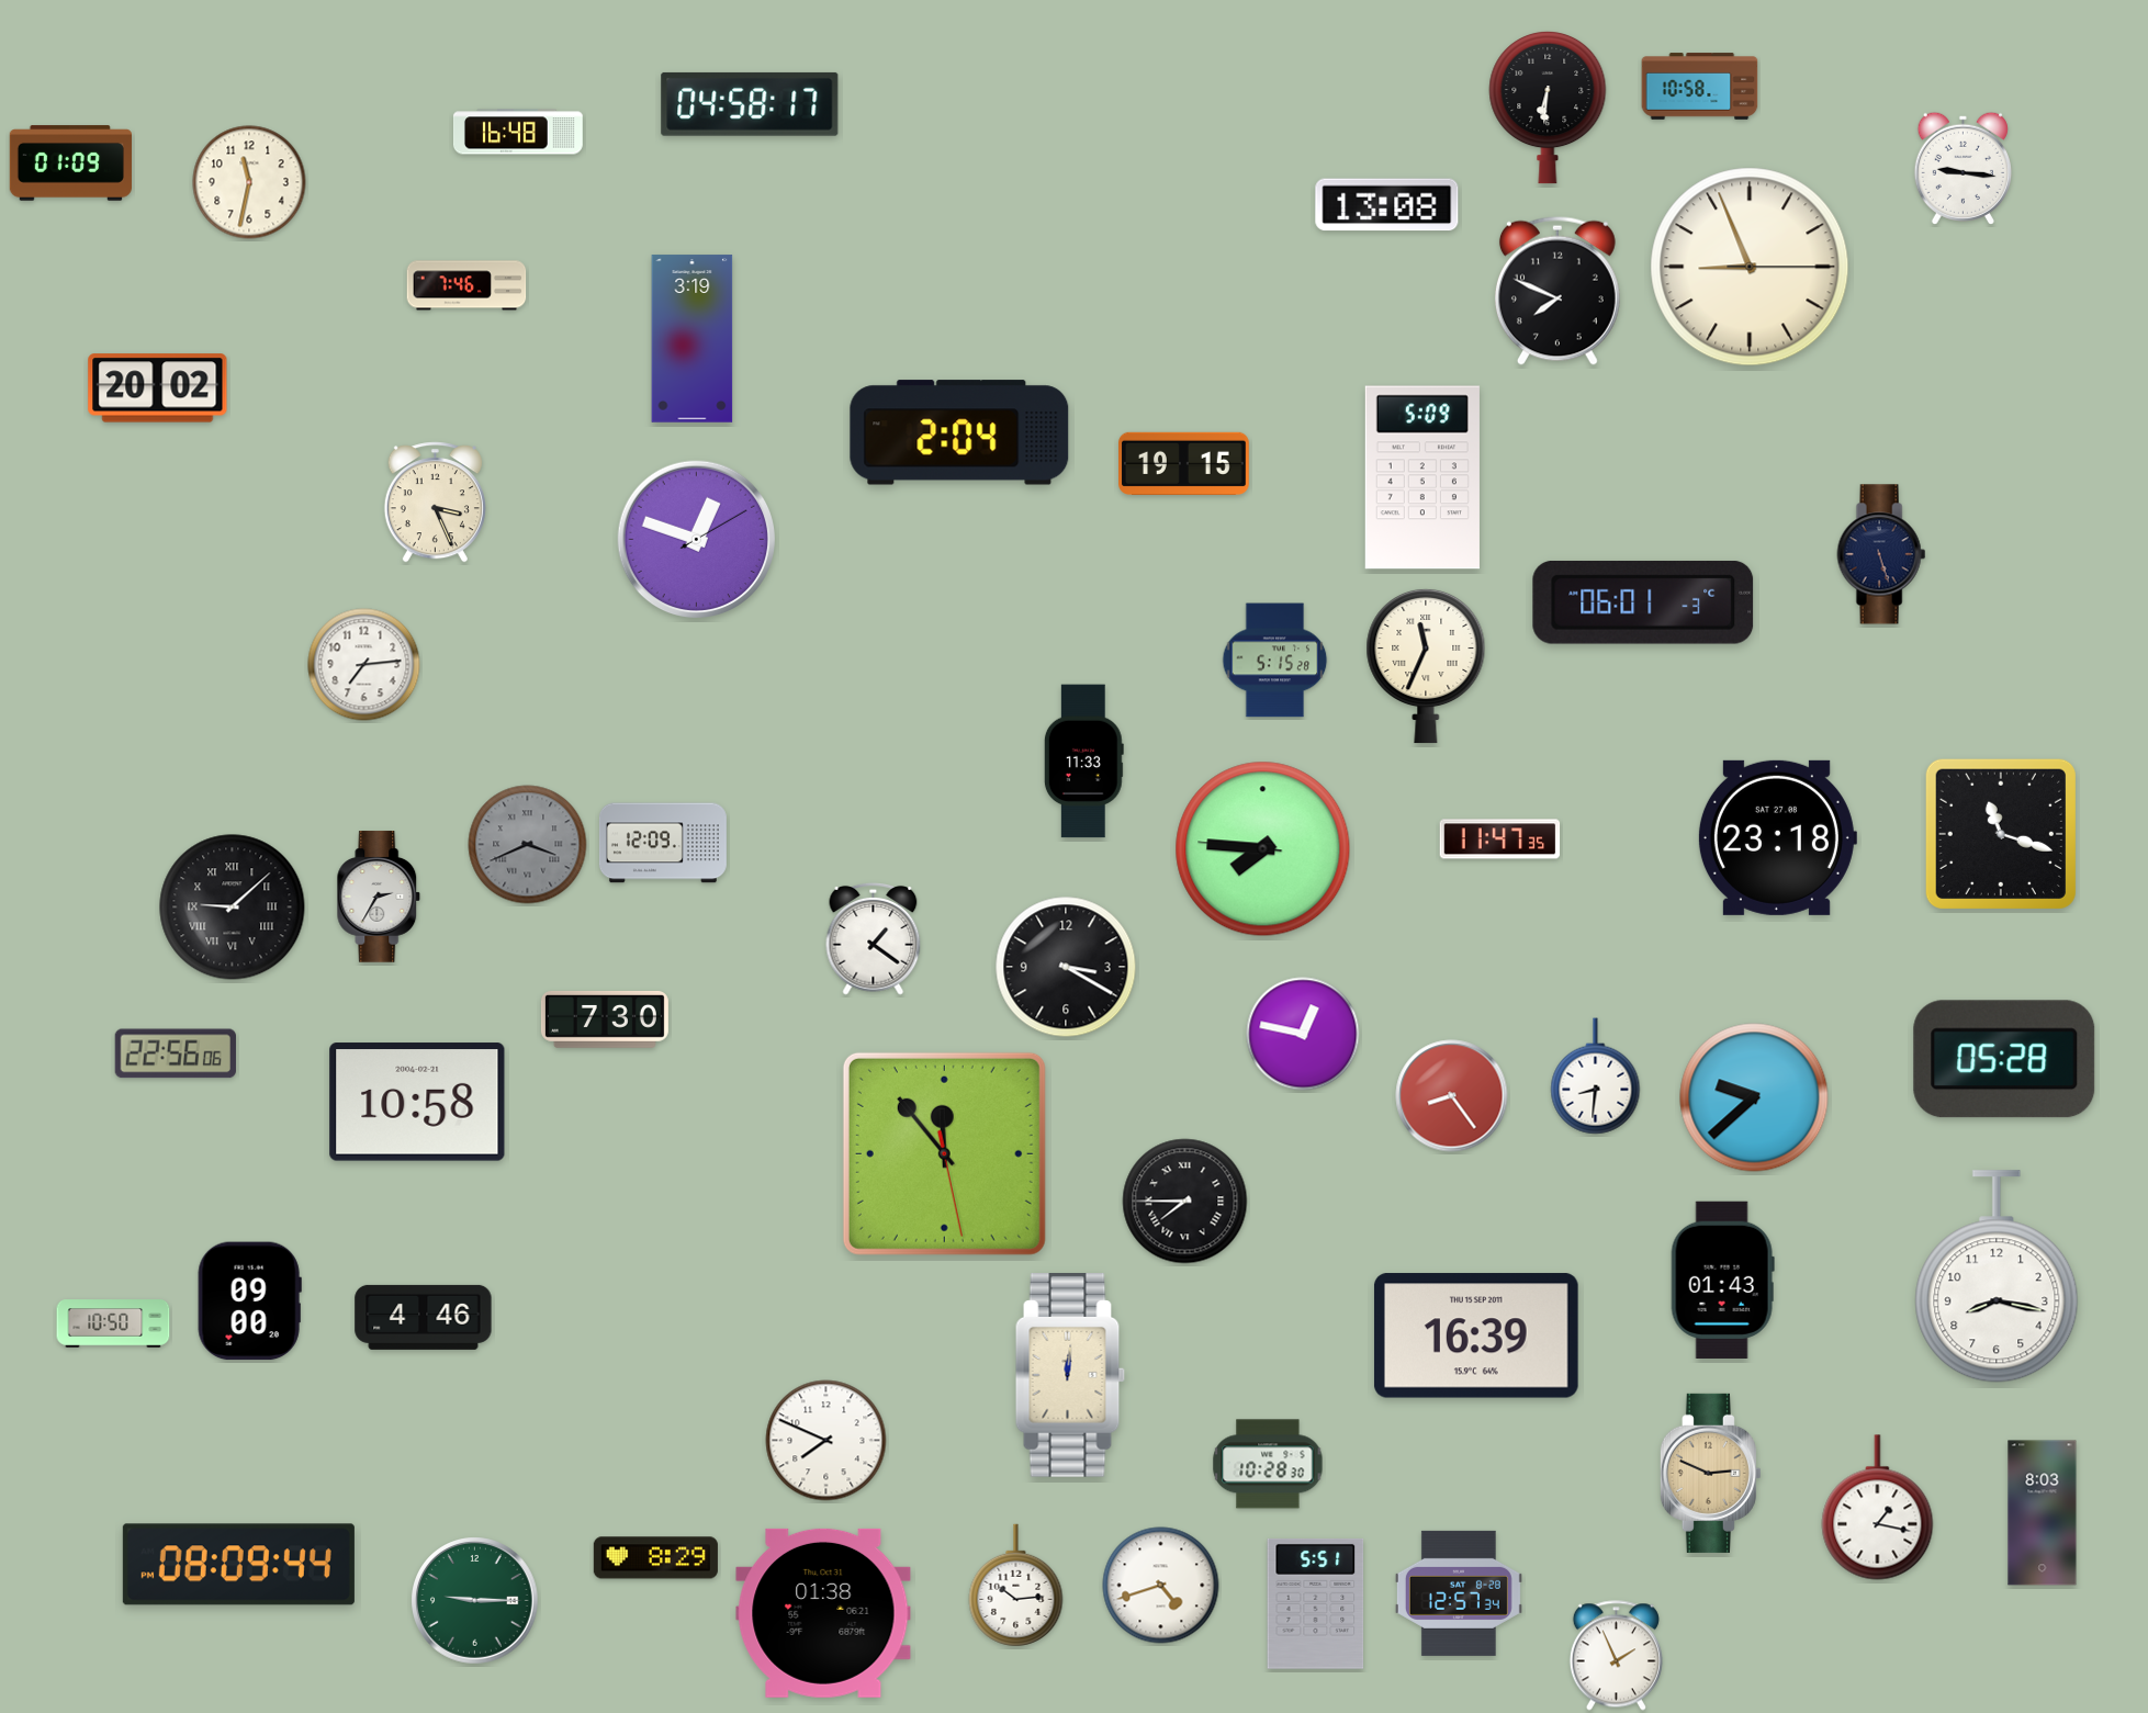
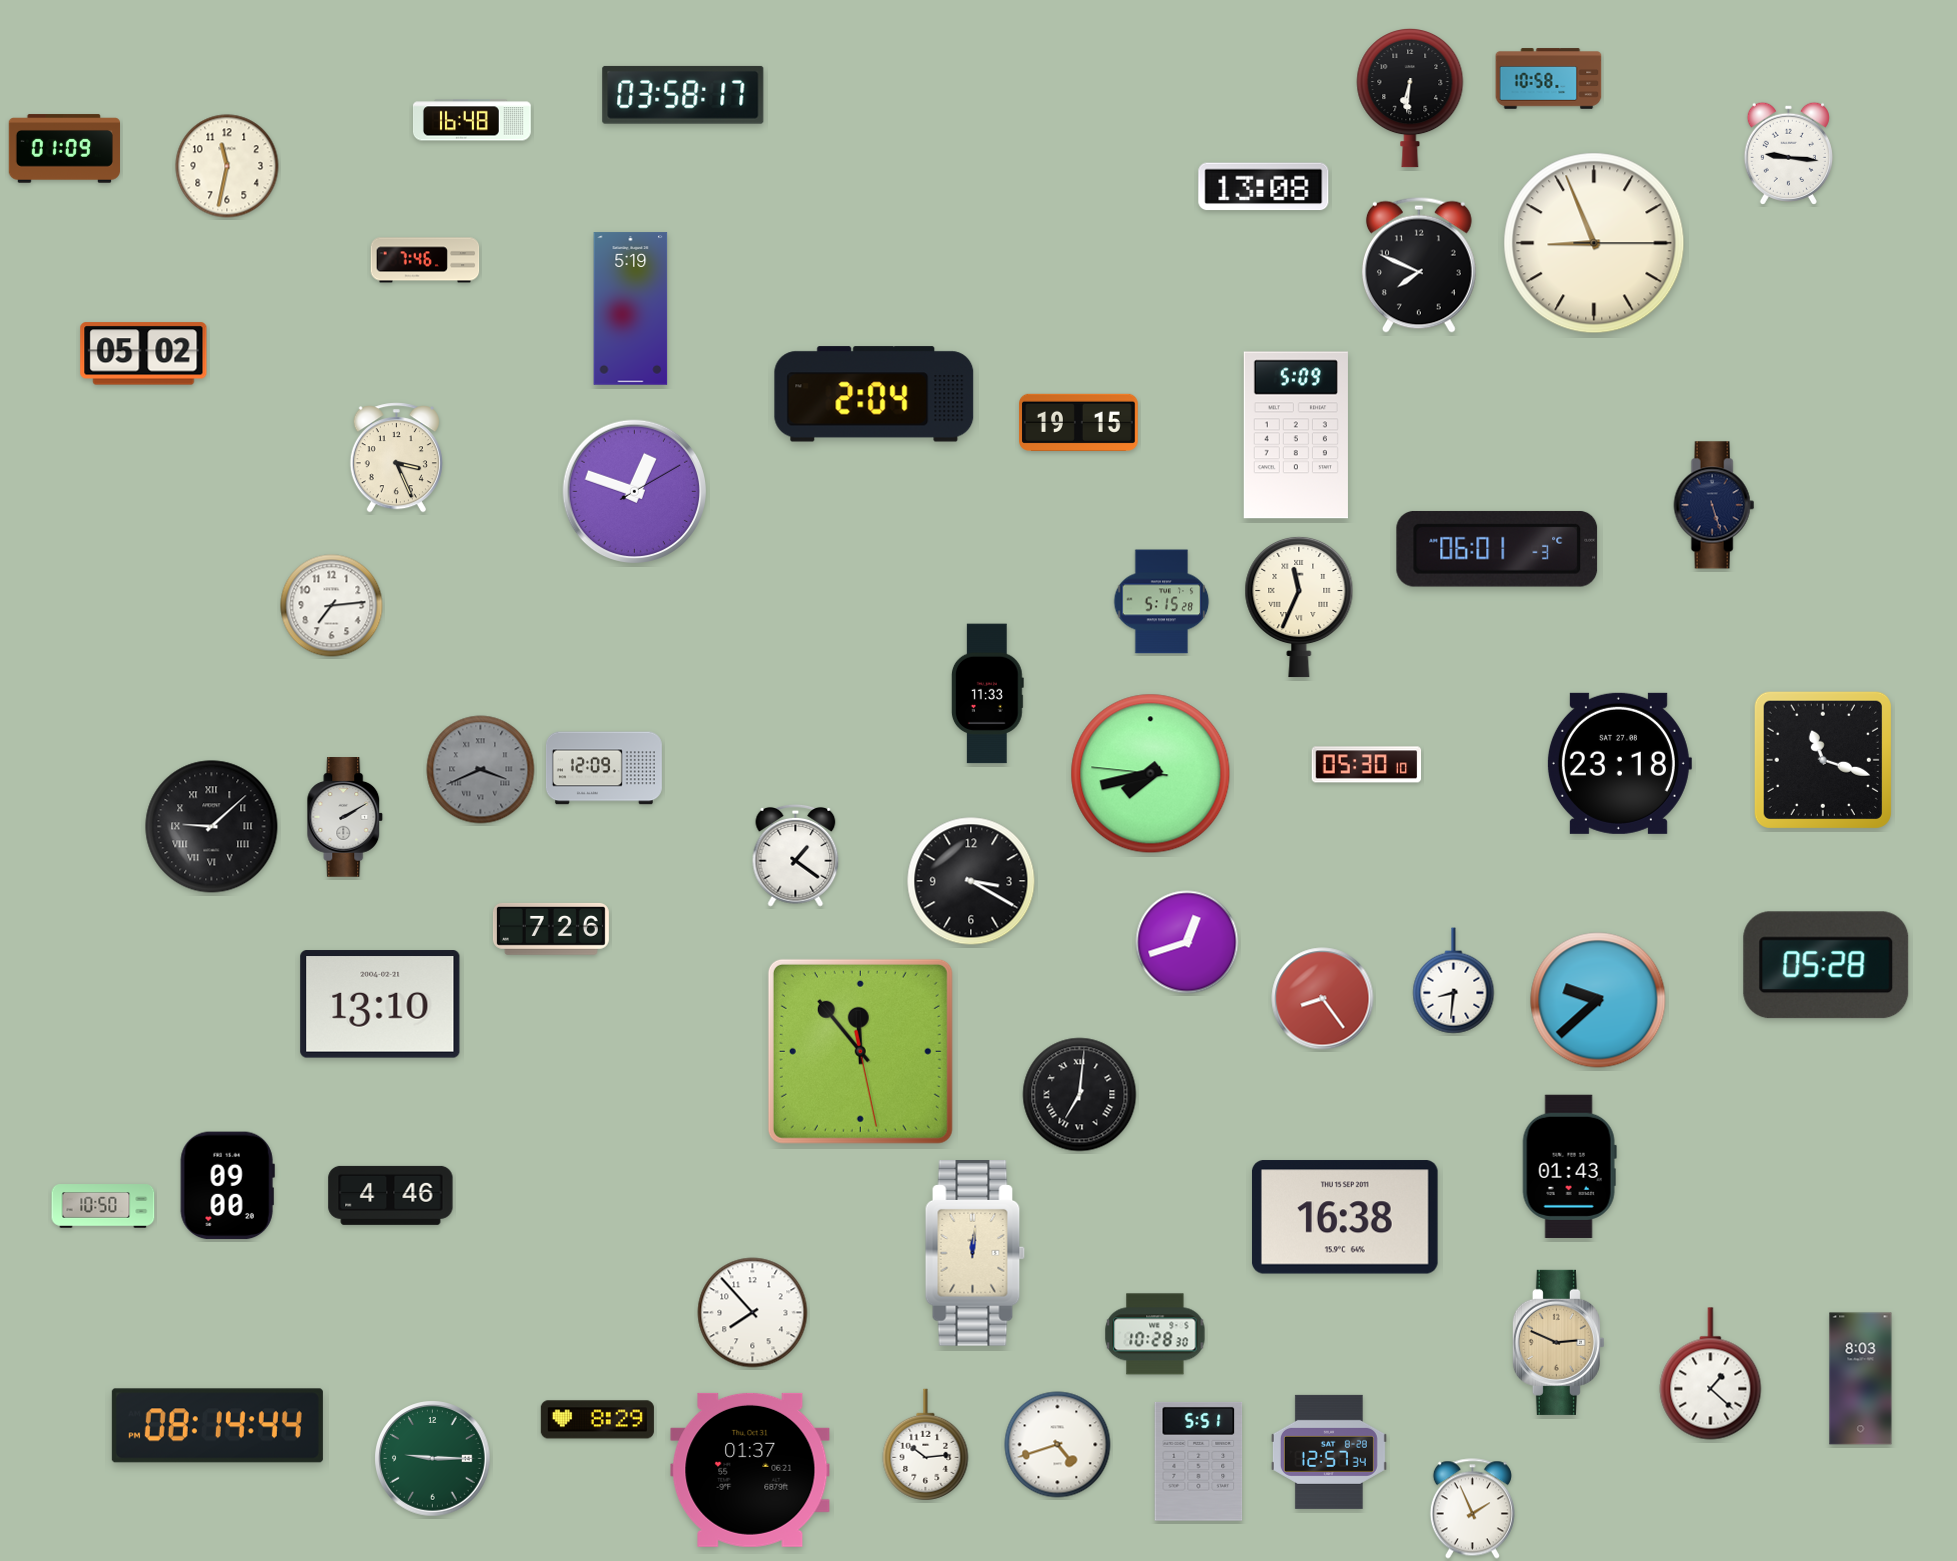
clock at (750, 104): 04:58 -> 03:58
clock at (693, 339): 3:19 -> 5:19
clock at (158, 388): 20:02 -> 05:02
clock at (1500, 839): 11:47 -> 05:30
clock at (1263, 849): 7:45 -> 7:42
clock at (379, 897): 2:35 -> 2:10
clock at (605, 1019): 7:30 -> 7:26
clock at (1303, 1034): 12:47 -> 12:42
clock at (176, 1053): 22:56 -> none
clock at (417, 1102): 10:58 -> 13:10
clock at (1185, 1202): 7:45 -> 7:01
clock at (1997, 1276): 8:17 -> none
clock at (424, 1317) position: (424, 1317) -> (391, 1195)
clock at (1476, 1336): 16:39 -> 16:38
clock at (826, 1441): 7:49 -> 7:53
clock at (1878, 1508): 1:17 -> 1:22
clock at (238, 1565): 08:09 -> 08:14
clock at (823, 1613): 01:38 -> 01:37
